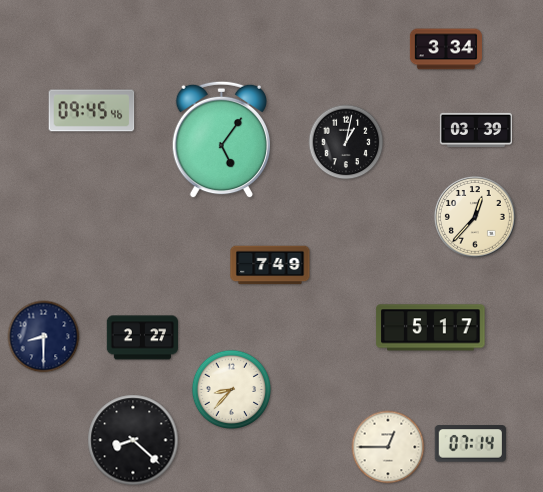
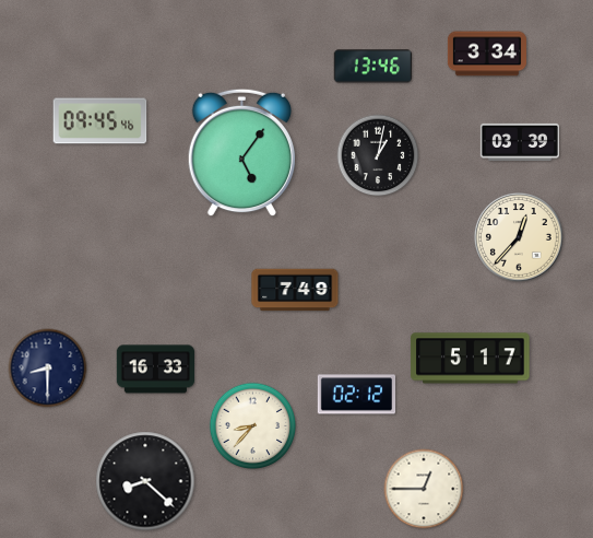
clock at (372, 67): none -> 13:46
clock at (143, 338): 2:27 -> 16:33
clock at (357, 395): none -> 02:12
clock at (470, 444): 07:14 -> none
